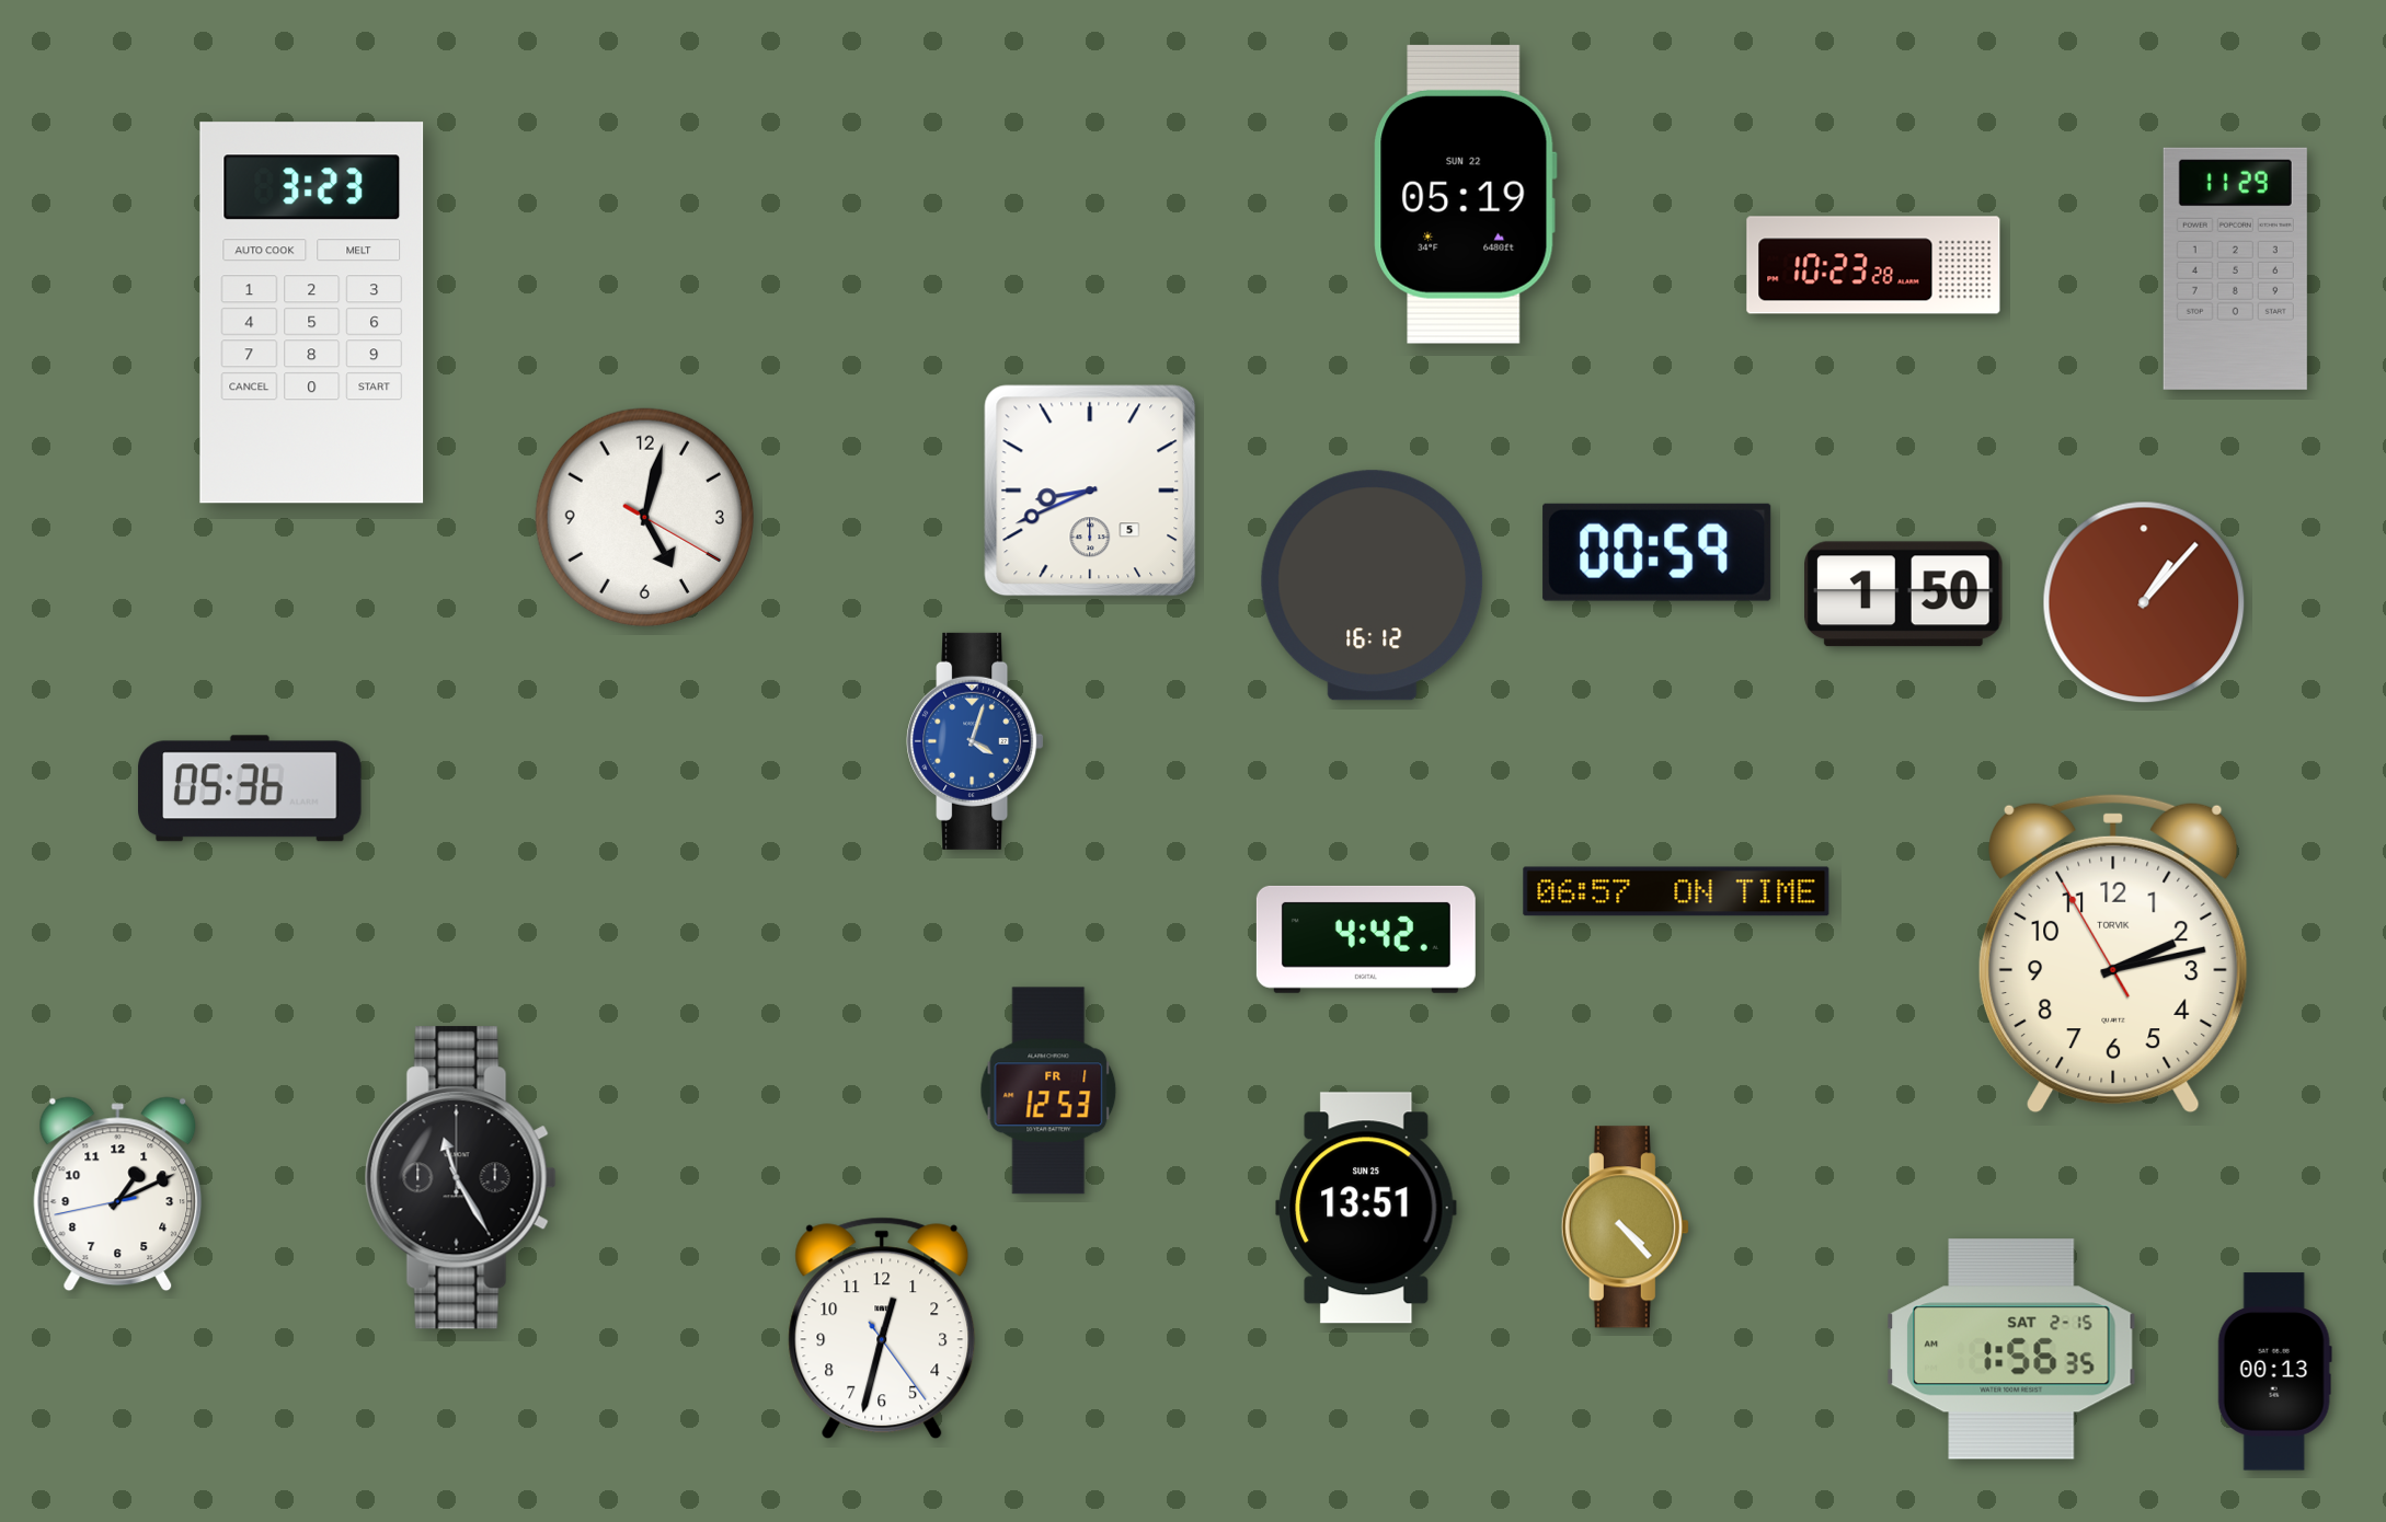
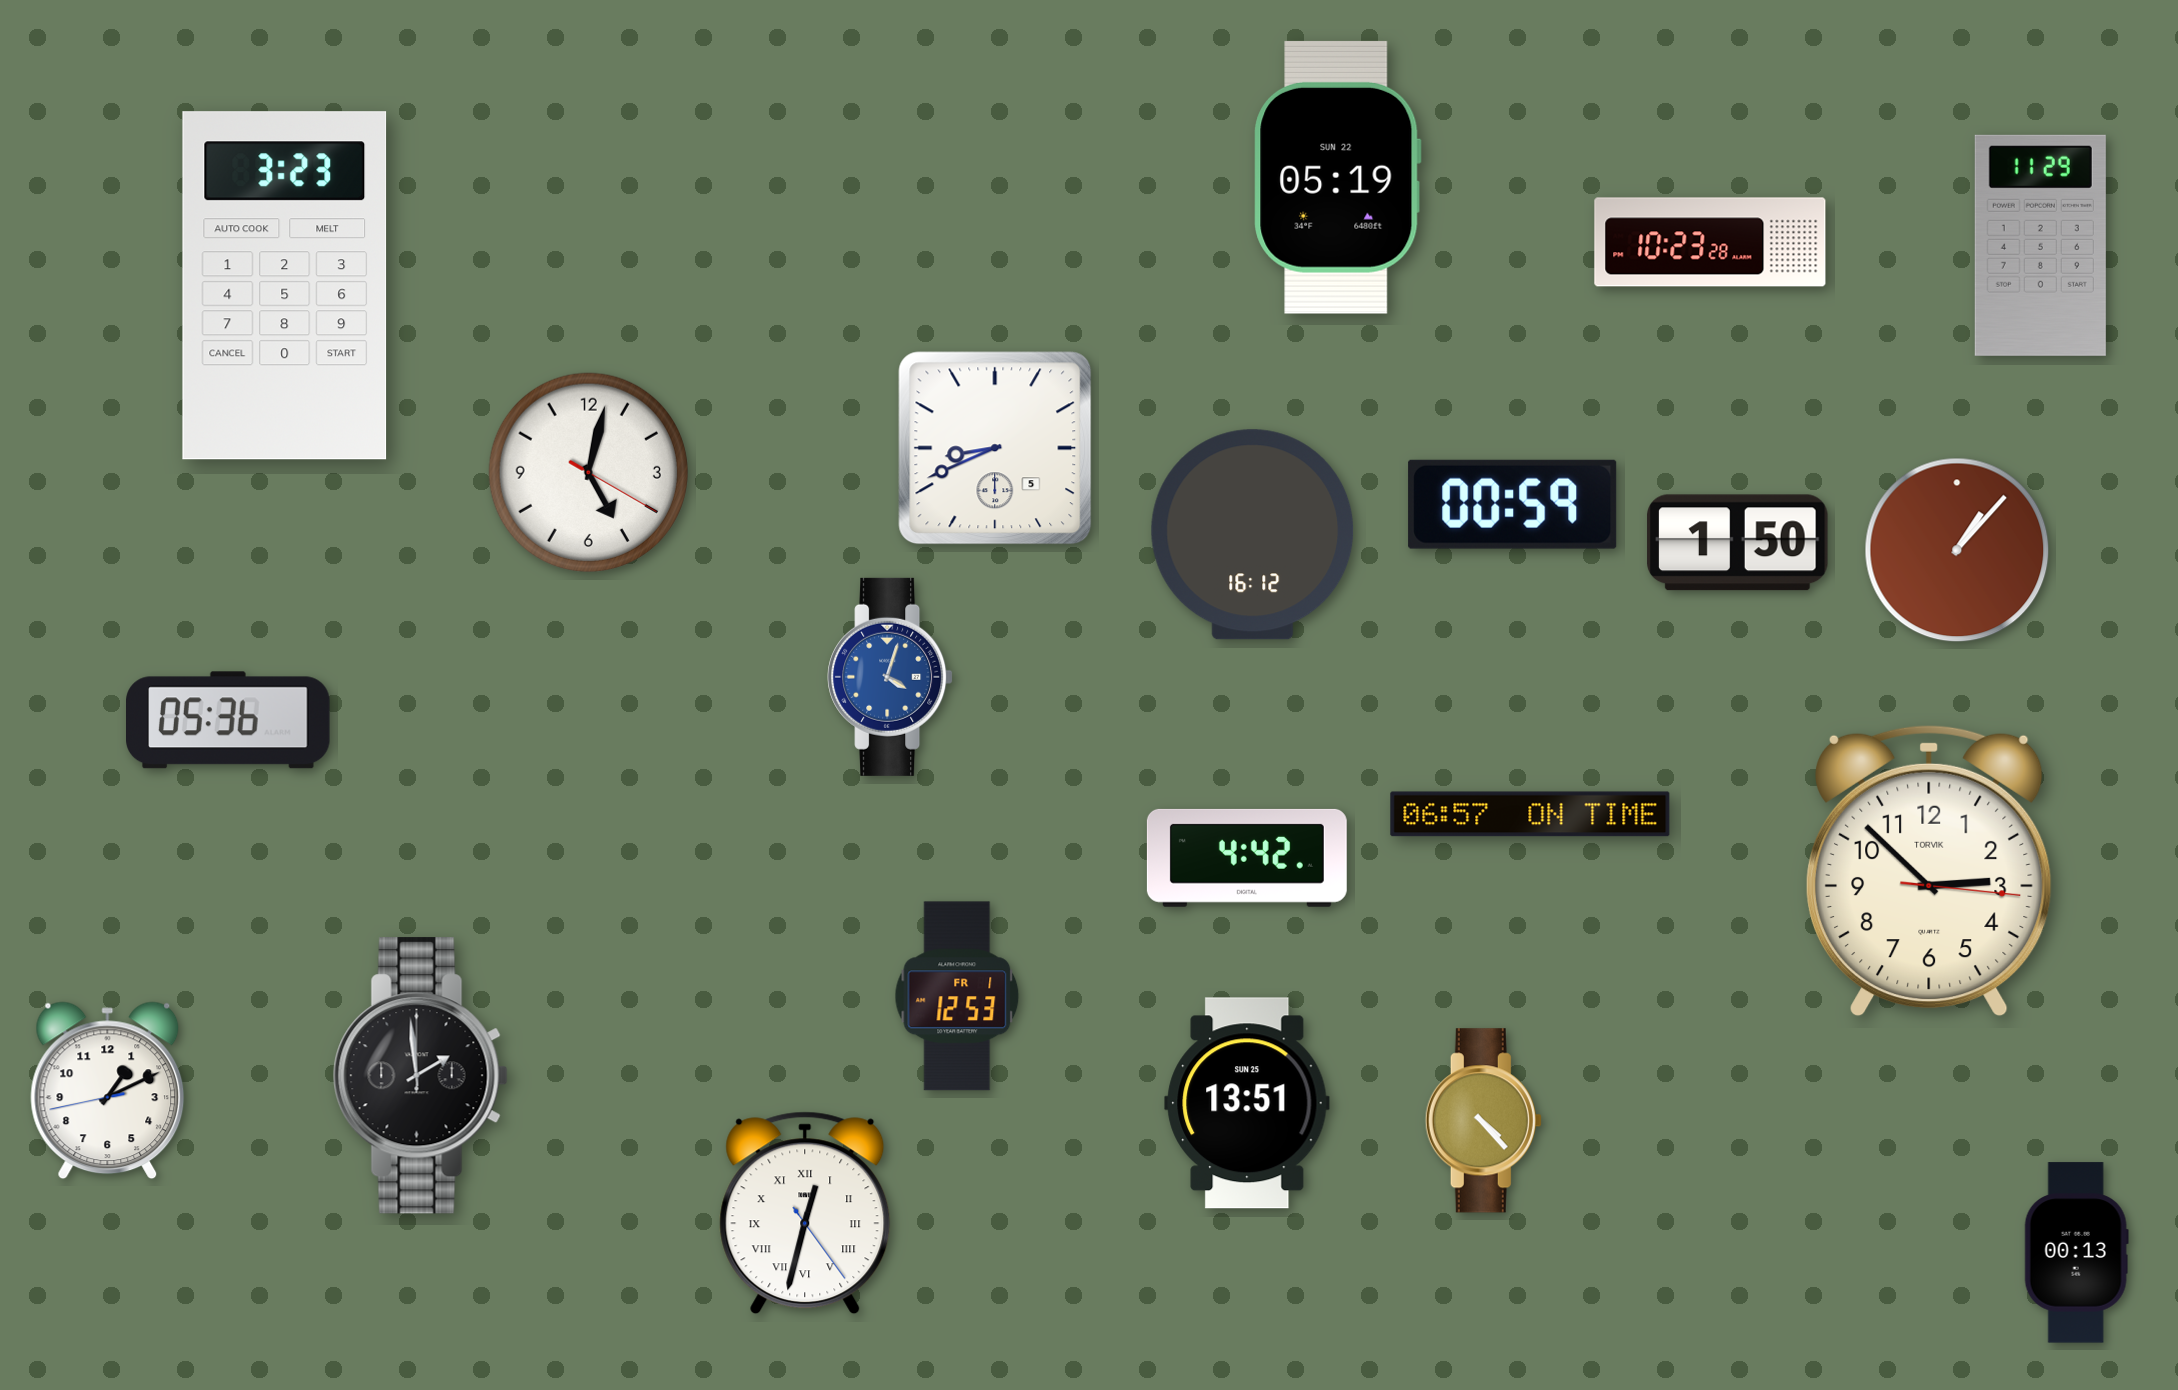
clock at (2113, 954): 2:12 -> 2:52
clock at (460, 1178): 11:25 -> 1:59
clock at (882, 1328) numerals: Arabic -> Roman
clock at (2011, 1349): 1:56 -> none
